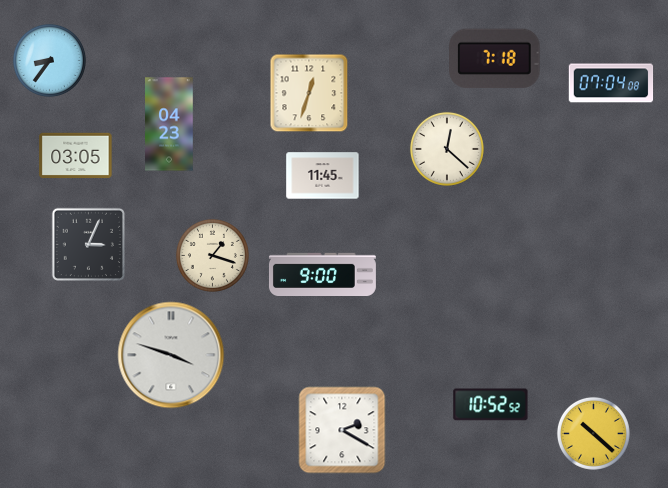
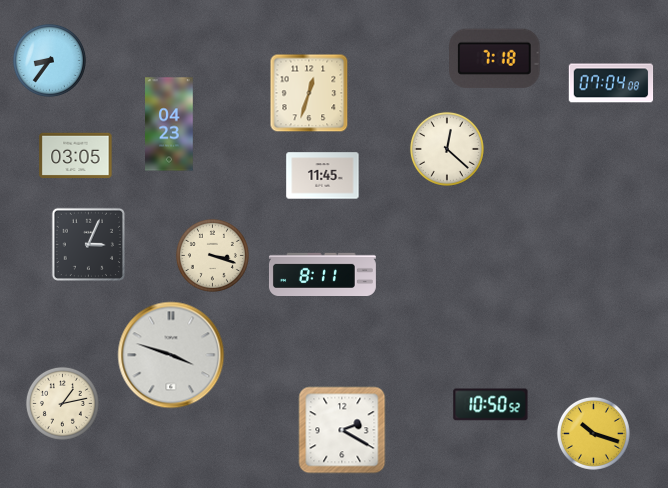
clock at (212, 255): 1:18 -> 3:18
clock at (322, 274): 9:00 -> 8:11
clock at (62, 403): none -> 1:13
clock at (491, 405): 10:52 -> 10:50
clock at (593, 433): 10:22 -> 10:18
